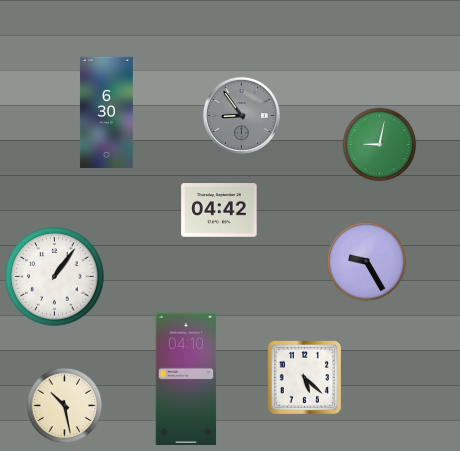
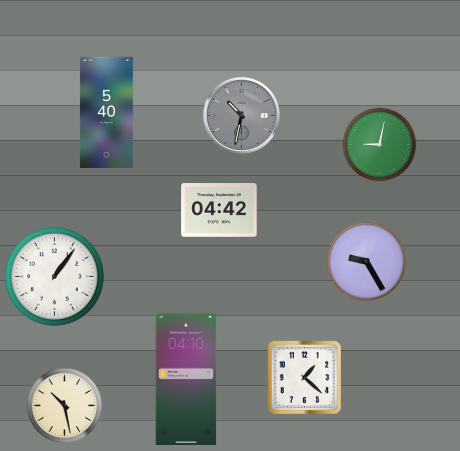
clock at (106, 112): 6:30 -> 5:40
clock at (241, 115): 8:54 -> 10:32
clock at (304, 377): 5:22 -> 1:22
